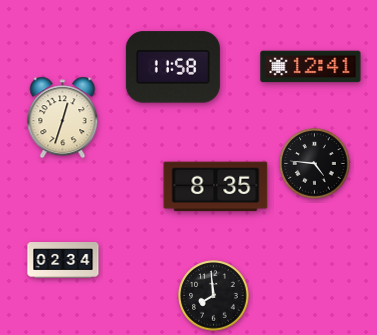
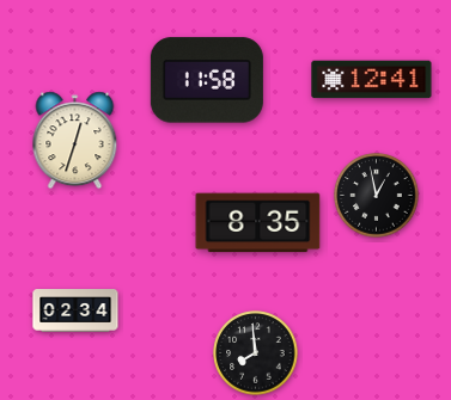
clock at (315, 164): 4:46 -> 12:58
